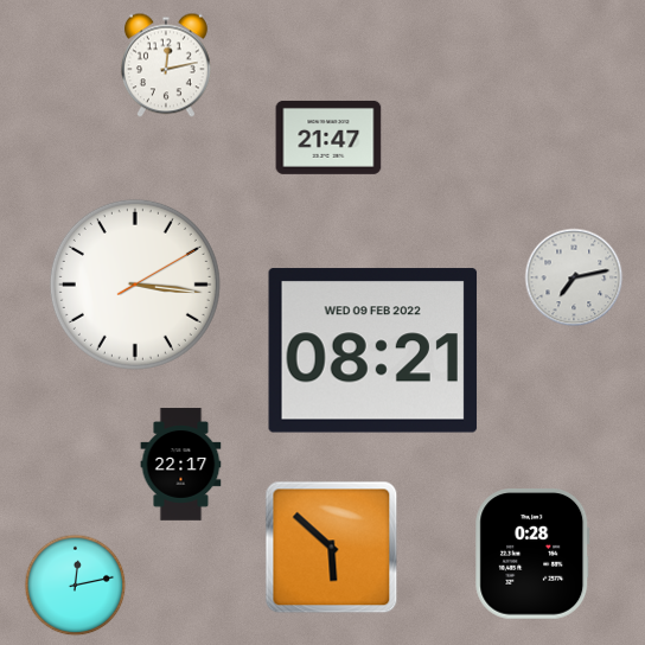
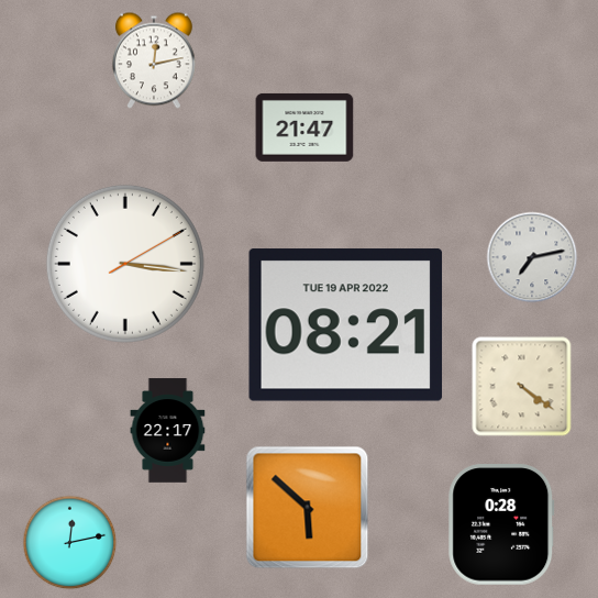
clock at (373, 351) date: WED 09 FEB 2022 -> TUE 19 APR 2022
clock at (522, 387): none -> 4:21
clock at (532, 554) position: (532, 554) -> (501, 524)
